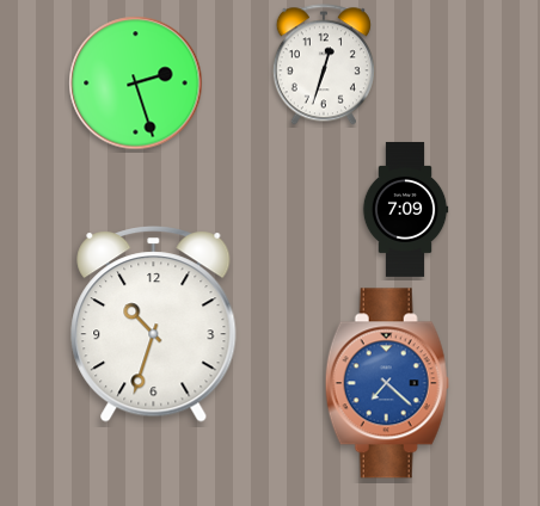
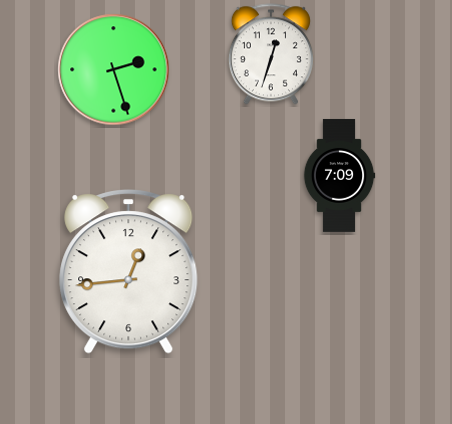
clock at (154, 325): 10:33 -> 12:44
clock at (387, 383): 7:22 -> none
